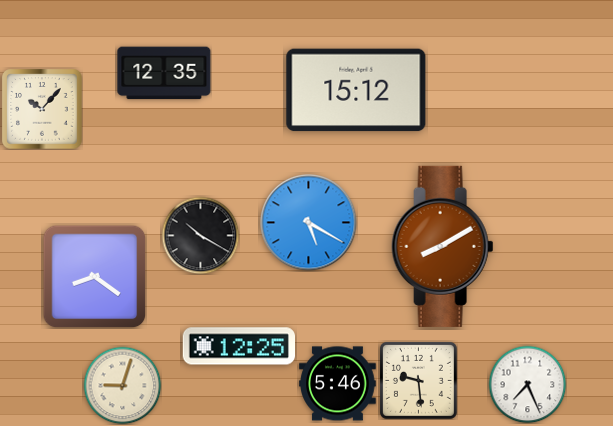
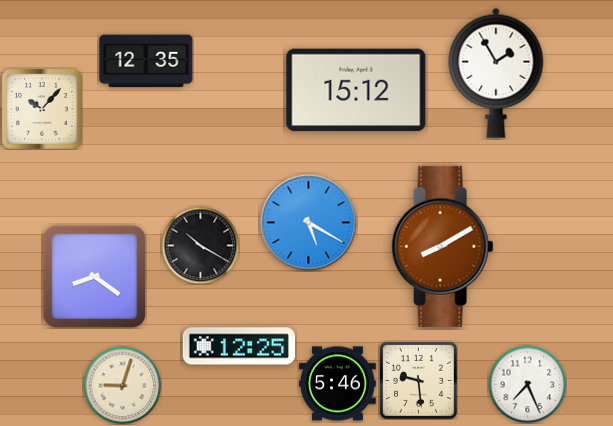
clock at (164, 73) position: (164, 73) -> (146, 61)
clock at (496, 73): none -> 1:55
clock at (200, 235) position: (200, 235) -> (200, 245)
